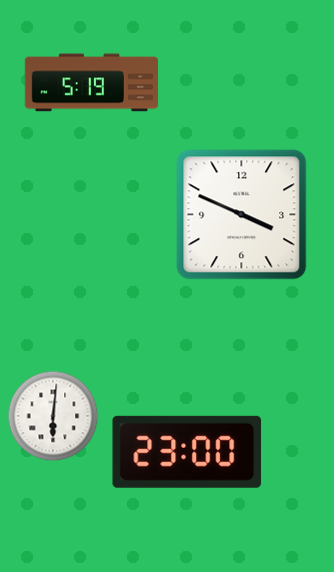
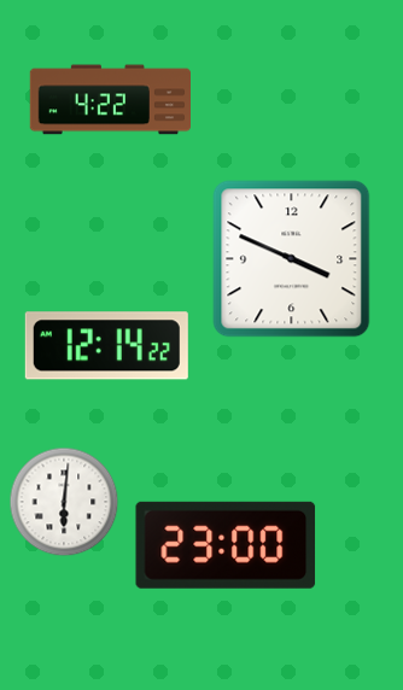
clock at (91, 83): 5:19 -> 4:22
clock at (106, 346): none -> 12:14
